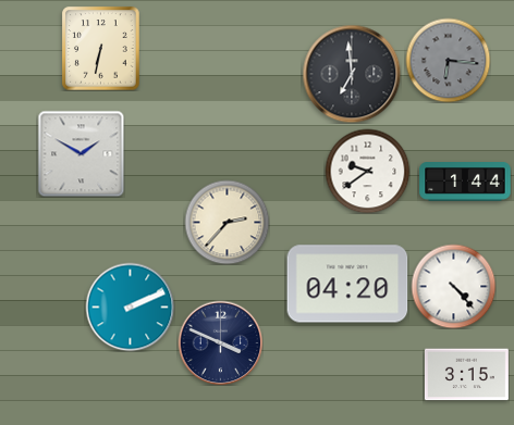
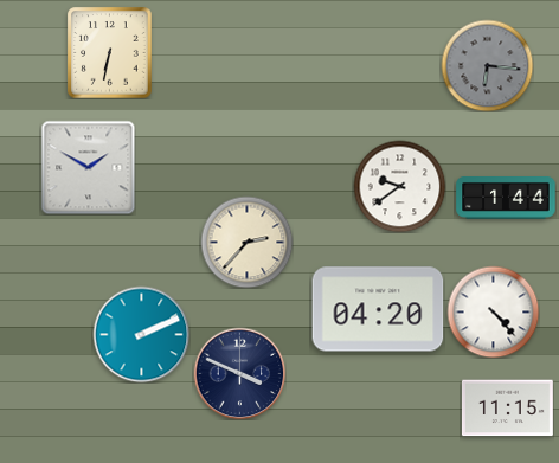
clock at (352, 74): 6:59 -> none
clock at (466, 375): 3:15 -> 11:15
